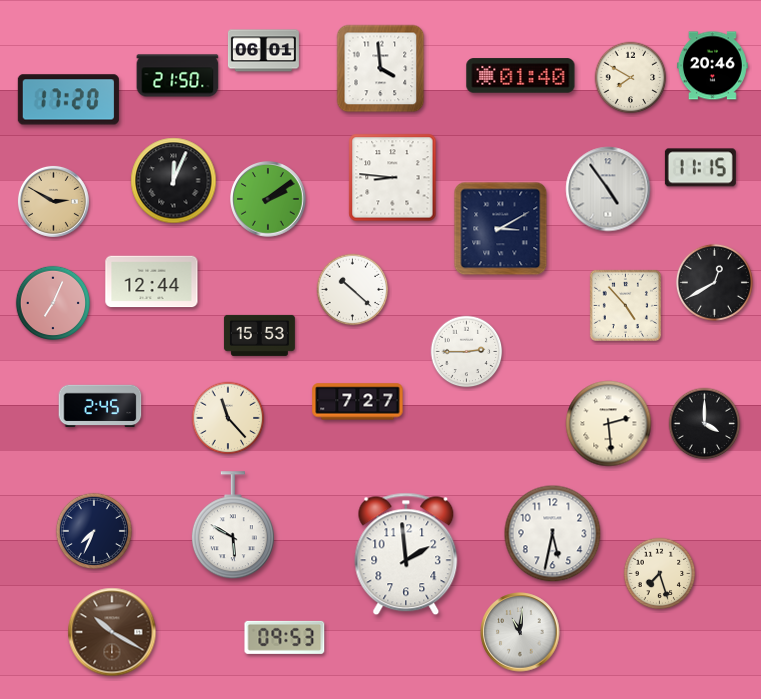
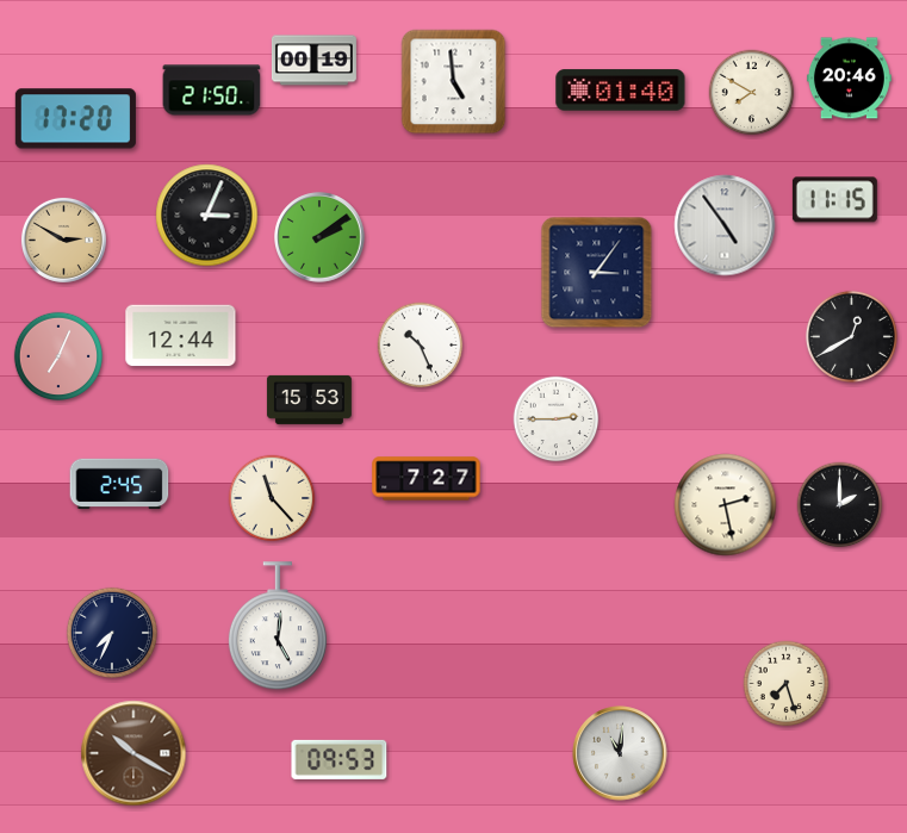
clock at (263, 51): 06:01 -> 00:19
clock at (381, 69): 3:59 -> 4:59
clock at (68, 100) position: (68, 100) -> (75, 119)
clock at (393, 178): 8:46 -> none
clock at (174, 181): 12:04 -> 3:04
clock at (501, 229): 3:10 -> 3:06
clock at (353, 290): 10:22 -> 10:26
clock at (53, 303) position: (53, 303) -> (58, 356)
clock at (625, 305): 4:53 -> none
clock at (609, 424): 2:29 -> 2:28
clock at (705, 424): 4:00 -> 2:00
clock at (233, 526): 5:50 -> 5:01
clock at (553, 534): 5:32 -> none
clock at (406, 554): 1:59 -> none
